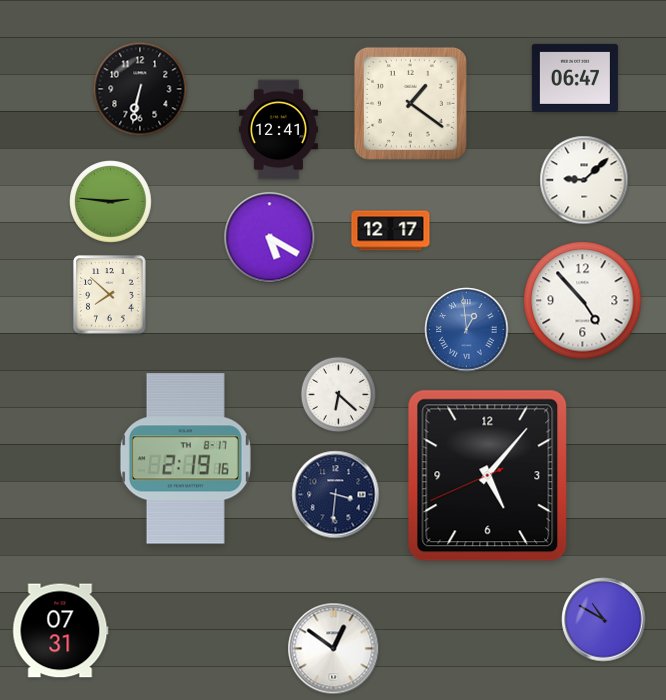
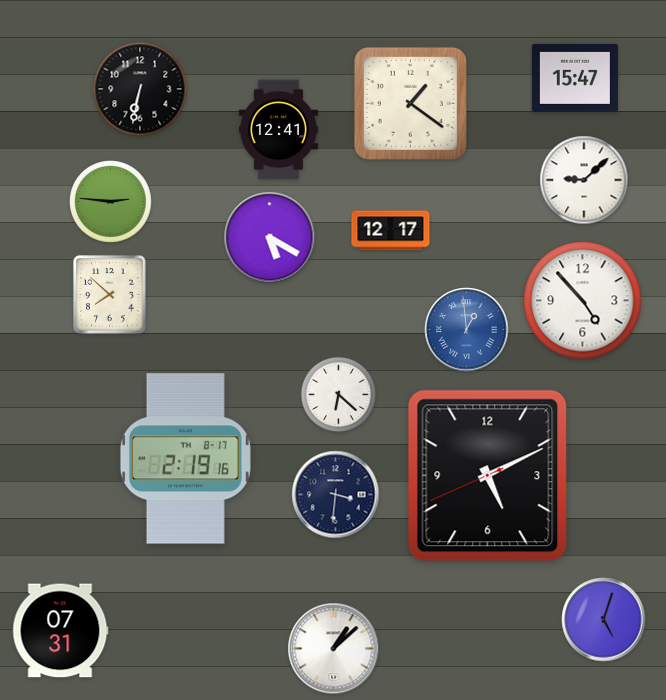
clock at (575, 78): 06:47 -> 15:47
clock at (488, 476): 5:06 -> 5:10
clock at (604, 620): 10:50 -> 5:03
clock at (334, 649): 12:51 -> 1:08
